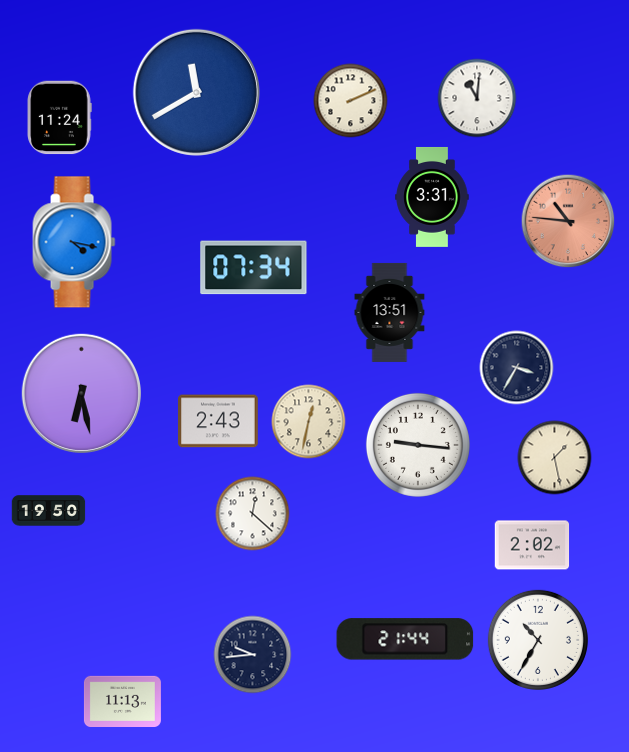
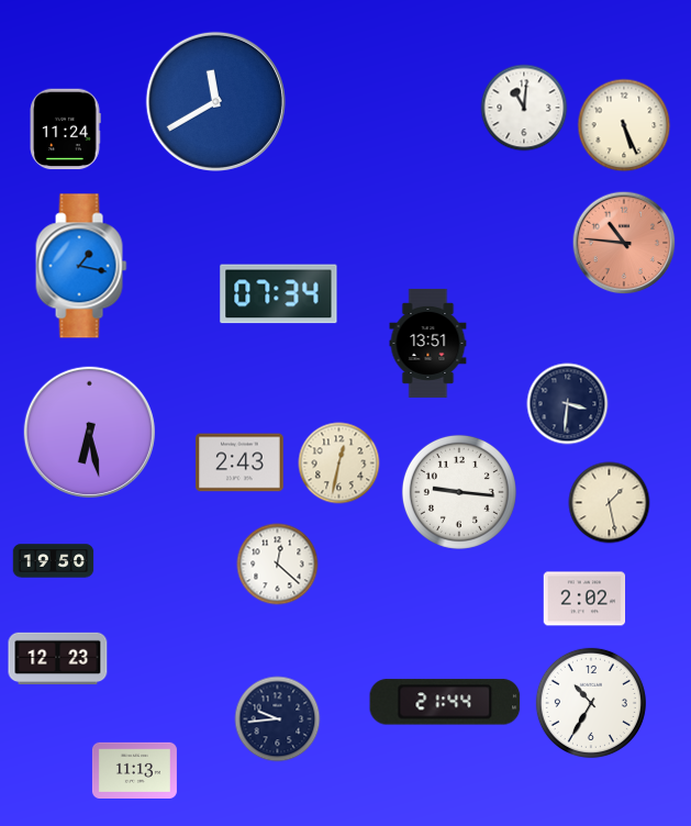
clock at (351, 101): 2:11 -> none
clock at (624, 125): none -> 5:26
clock at (432, 197): 3:31 -> none
clock at (74, 242): 4:17 -> 1:17
clock at (517, 368): 3:35 -> 3:31
clock at (418, 445) position: (418, 445) -> (459, 492)
clock at (58, 659): none -> 12:23
